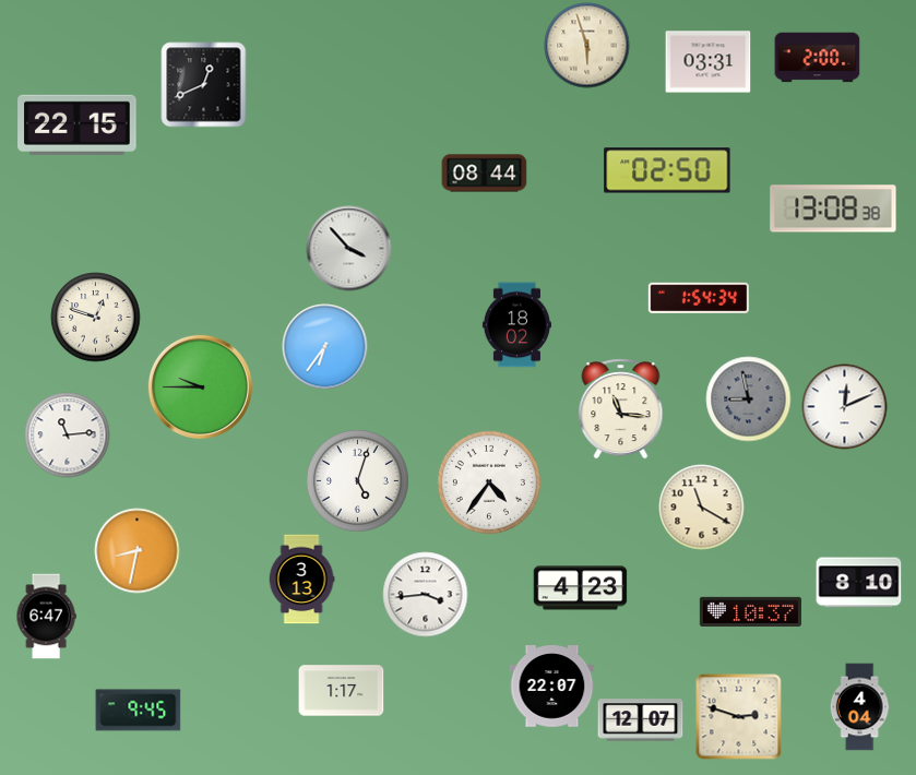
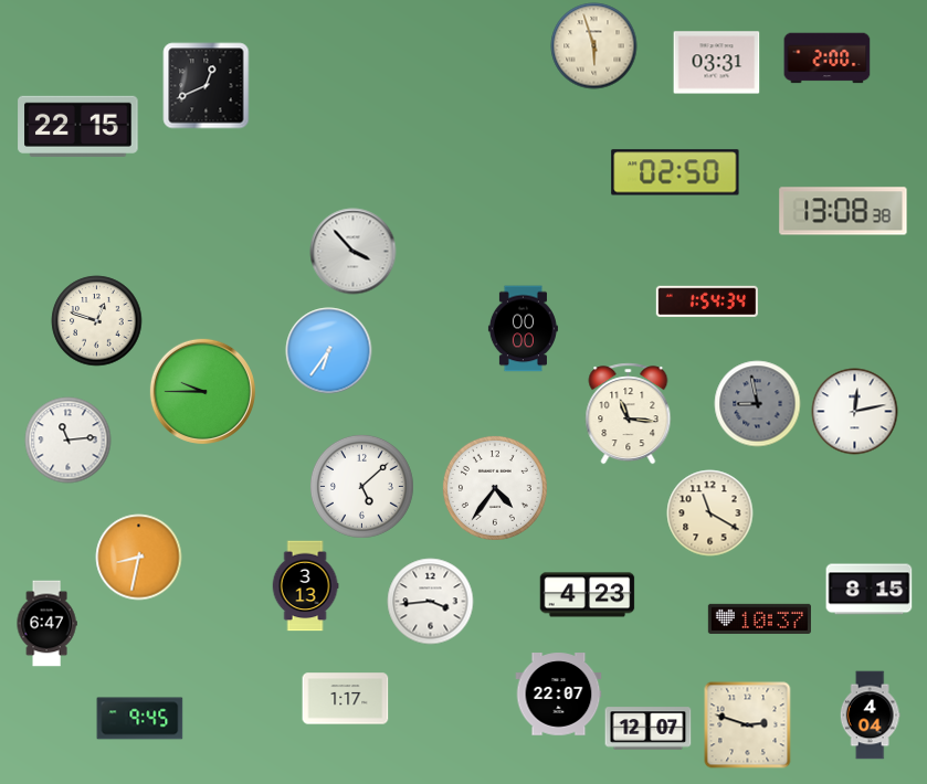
clock at (484, 174): 08:44 -> none
clock at (516, 324): 18:02 -> 00:00
clock at (844, 406): 12:11 -> 12:13
clock at (357, 480): 5:03 -> 5:08
clock at (858, 583): 8:10 -> 8:15
